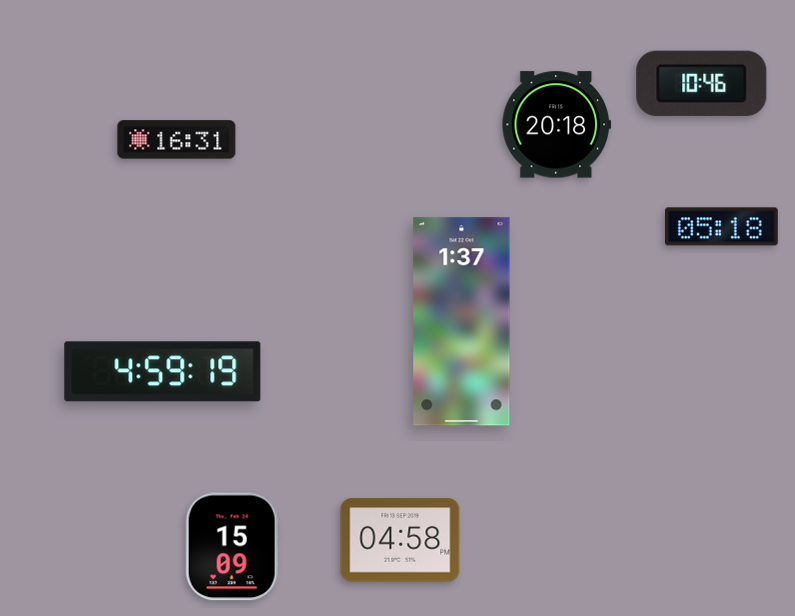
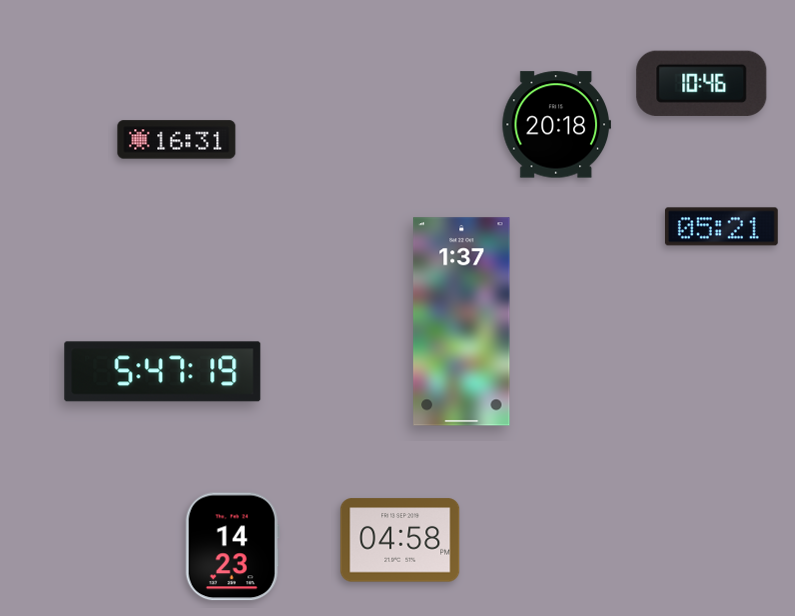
clock at (721, 227): 05:18 -> 05:21
clock at (163, 372): 4:59 -> 5:47
clock at (232, 547): 15:09 -> 14:23
